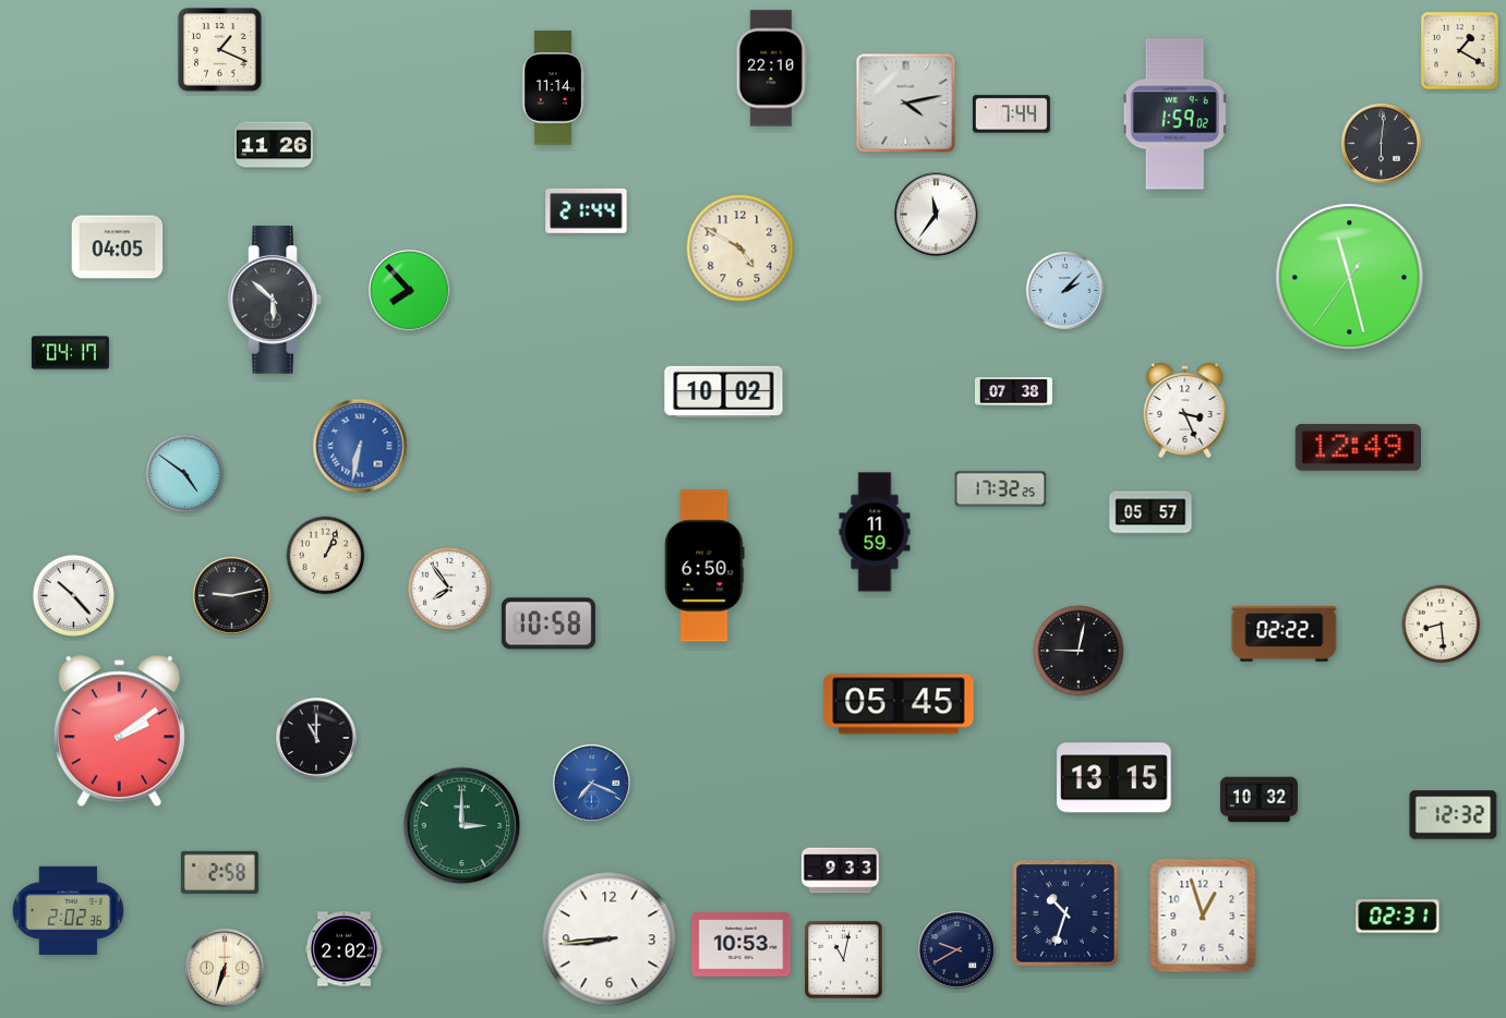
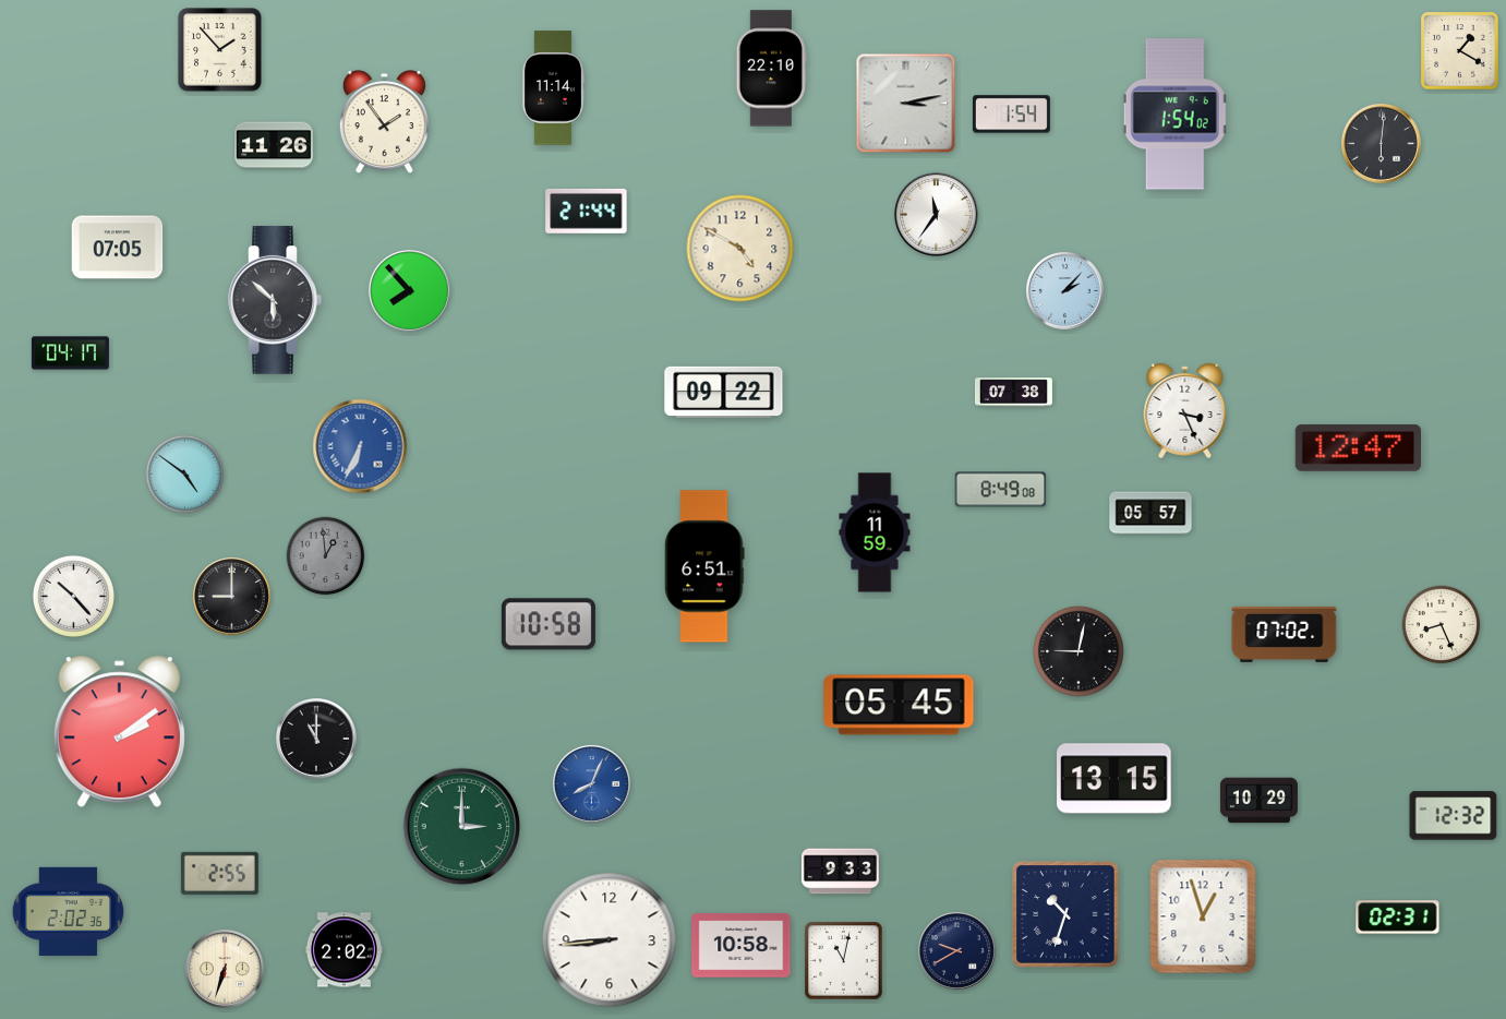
clock at (220, 50): 1:19 -> 1:53
clock at (906, 104): 4:13 -> 3:13
clock at (1011, 114): 7:44 -> 1:54
clock at (1176, 114): 1:59 -> 1:54
clock at (384, 122): none -> 1:54
clock at (118, 247): 04:05 -> 07:05
clock at (1350, 278): 11:27 -> none
clock at (724, 391): 10:02 -> 09:22
clock at (360, 446): 6:32 -> 6:34
clock at (1358, 447): 12:49 -> 12:47
clock at (1001, 489): 17:32 -> 8:49
clock at (326, 556): 1:04 -> 12:59
clock at (326, 556) dial: cream -> grey
clock at (704, 566): 6:50 -> 6:51
clock at (449, 589): 7:54 -> none
clock at (231, 595): 9:13 -> 9:00
clock at (1442, 625): 8:29 -> 8:26
clock at (1285, 633): 02:22 -> 07:02
clock at (591, 783): 7:19 -> 8:04
clock at (1258, 800): 10:32 -> 10:29
clock at (219, 872): 2:58 -> 2:55
clock at (742, 945): 10:53 -> 10:58
